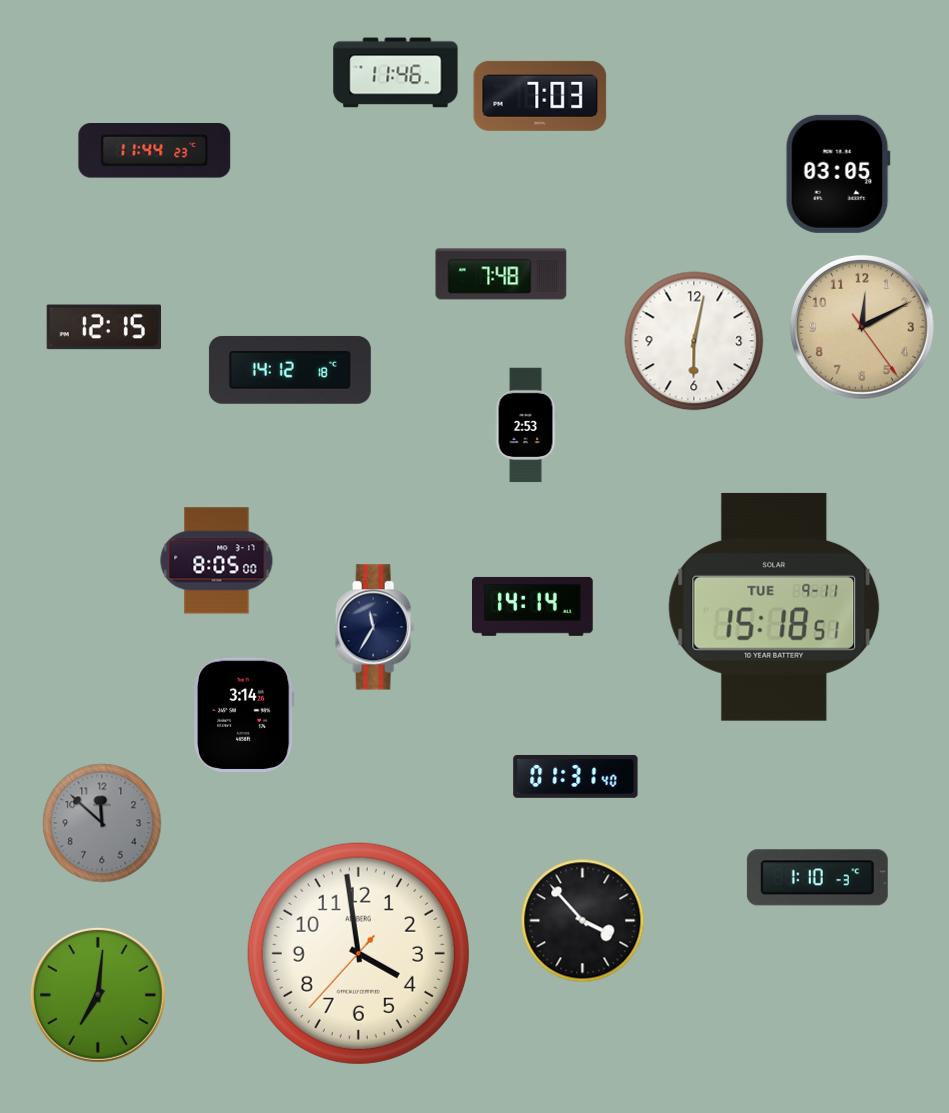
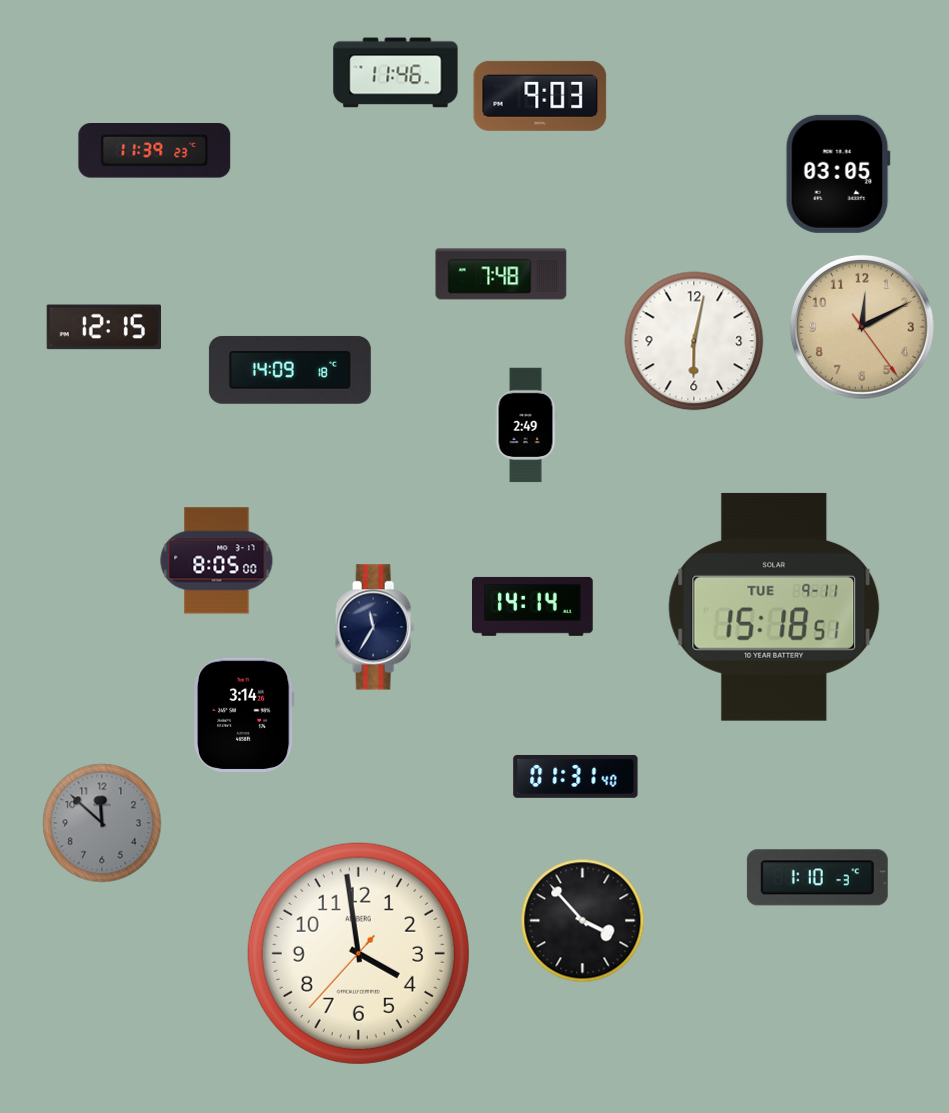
clock at (540, 96): 7:03 -> 9:03
clock at (155, 151): 11:44 -> 11:39
clock at (290, 370): 14:12 -> 14:09
clock at (526, 425): 2:53 -> 2:49
clock at (98, 995): 7:01 -> none
